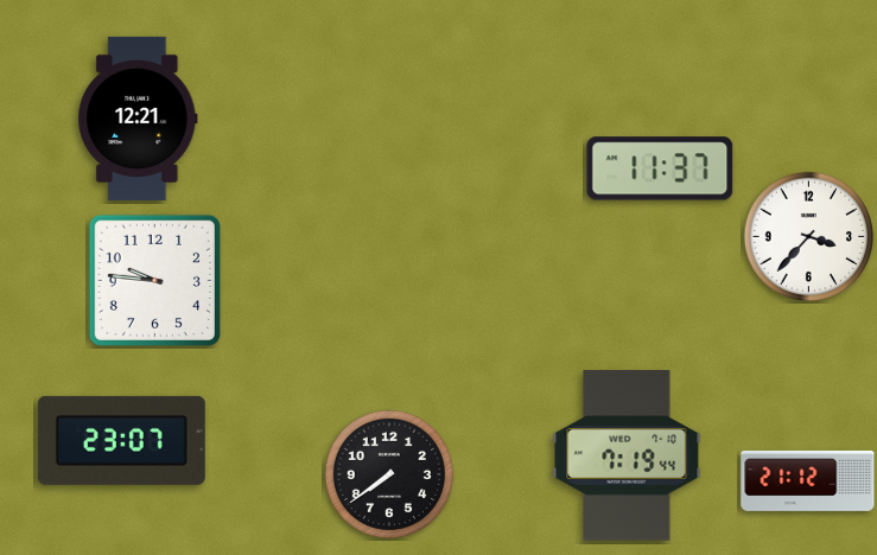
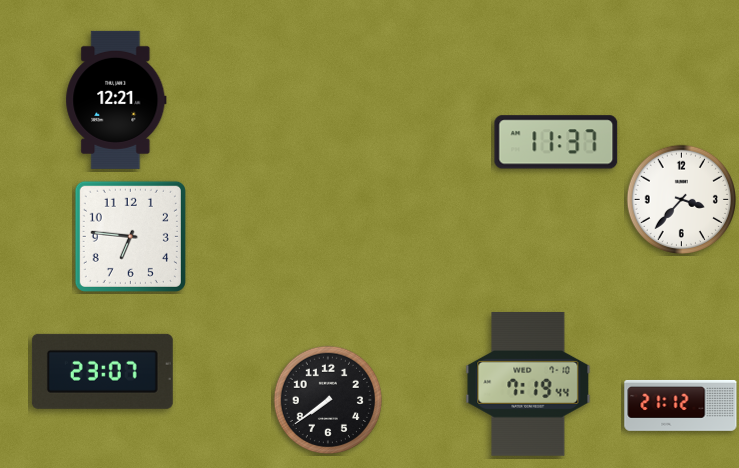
clock at (154, 280): 9:46 -> 6:46
